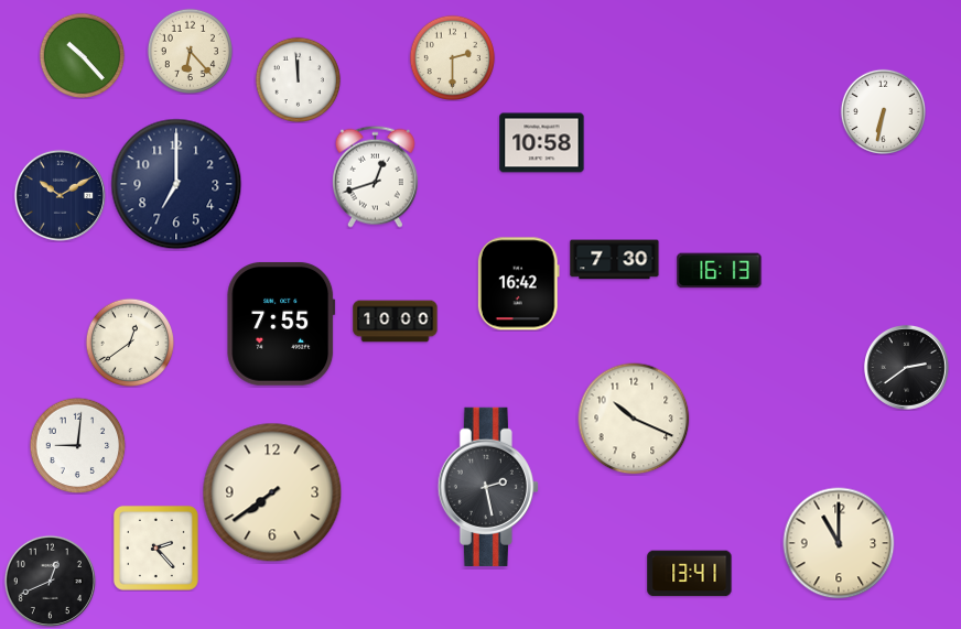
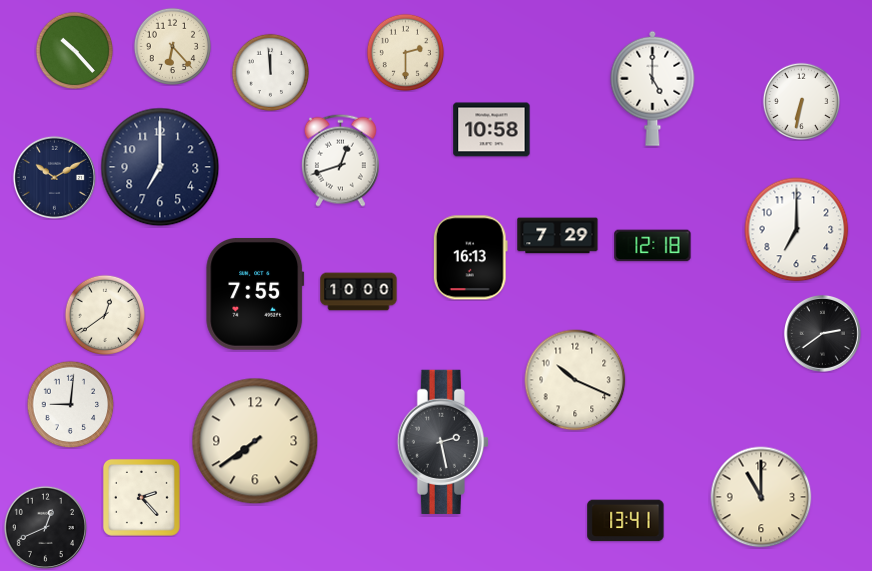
clock at (452, 57) position: (452, 57) -> (405, 52)
clock at (653, 88): none -> 5:00
clock at (797, 230): none -> 7:00
clock at (615, 260): 7:30 -> 7:29
clock at (720, 271): 16:13 -> 12:18
clock at (518, 284): 16:42 -> 16:13
clock at (130, 343) position: (130, 343) -> (105, 315)
clock at (272, 492) position: (272, 492) -> (255, 441)
clock at (839, 543) position: (839, 543) -> (761, 497)
